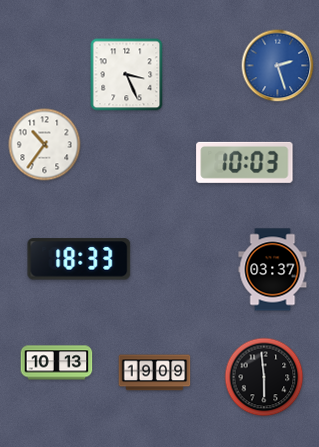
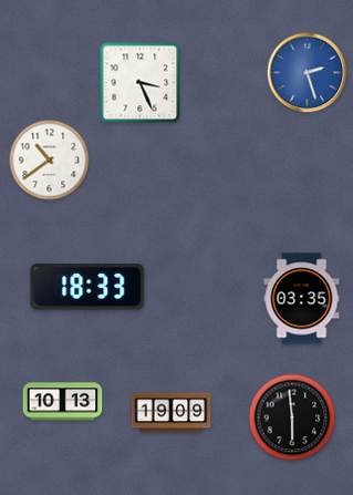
clock at (45, 145): 10:36 -> 10:39
clock at (245, 162): 10:03 -> none
clock at (273, 270): 03:37 -> 03:35
